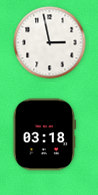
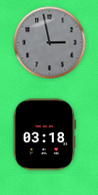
clock at (50, 43) dial: white -> grey
